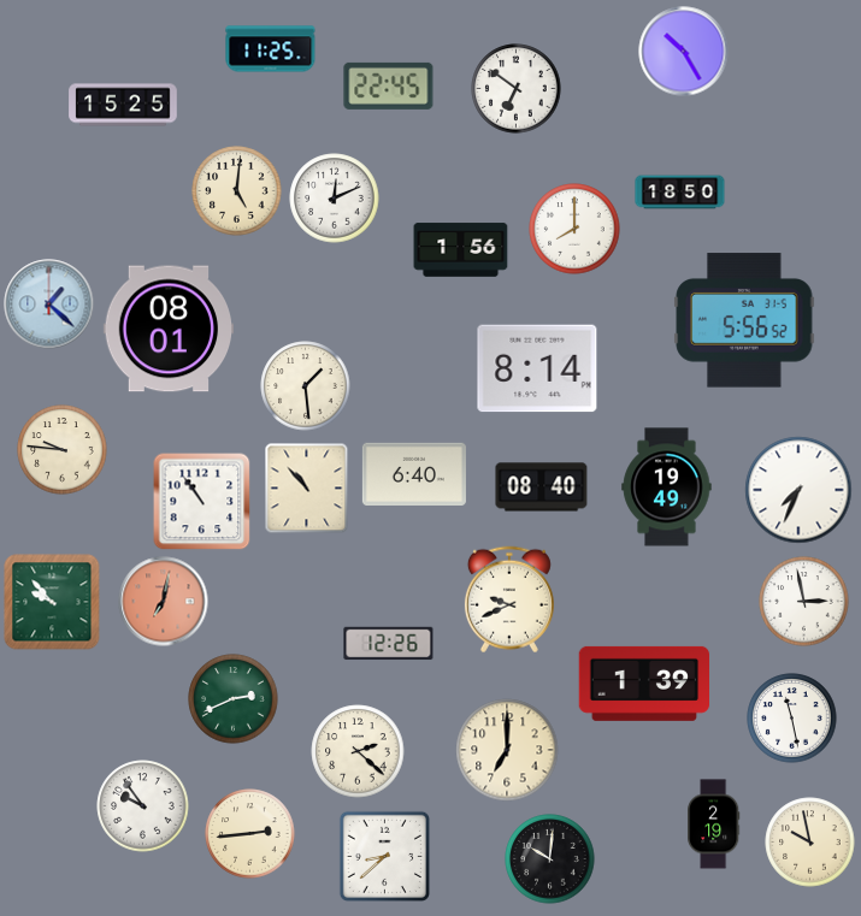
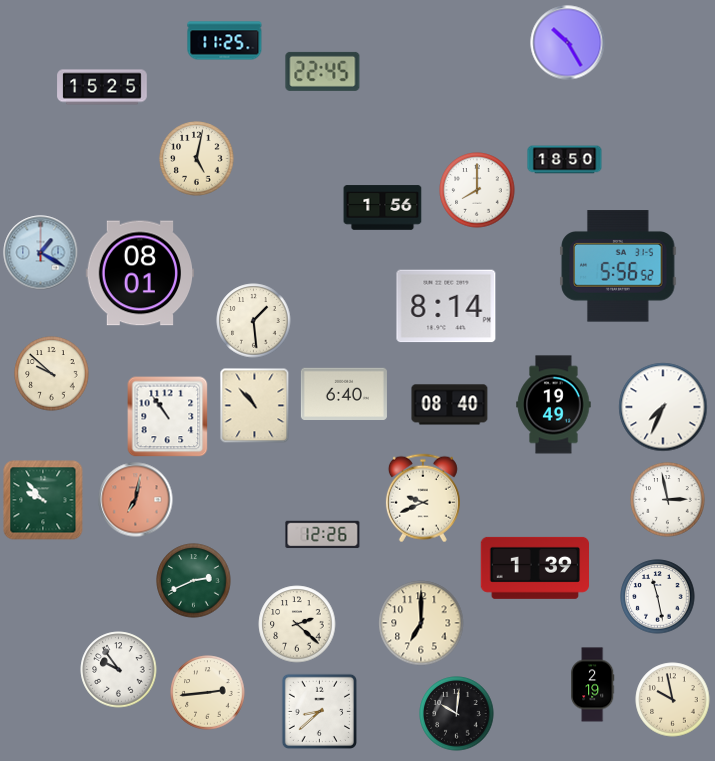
clock at (517, 89): 6:51 -> none
clock at (237, 191): 5:01 -> 5:02
clock at (335, 199): 12:11 -> none
clock at (49, 305): 1:22 -> 1:20
clock at (63, 450): 9:46 -> 9:52
